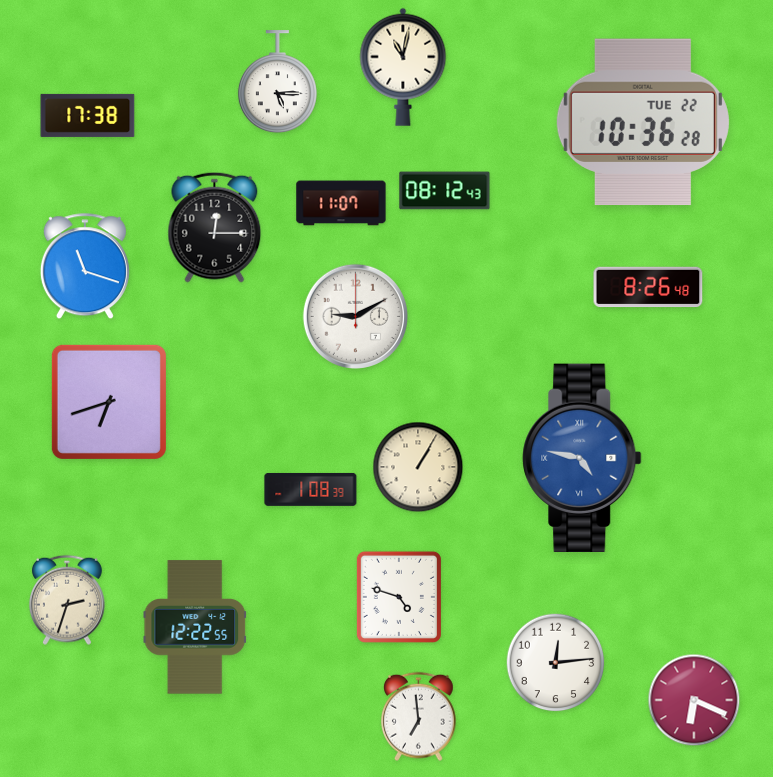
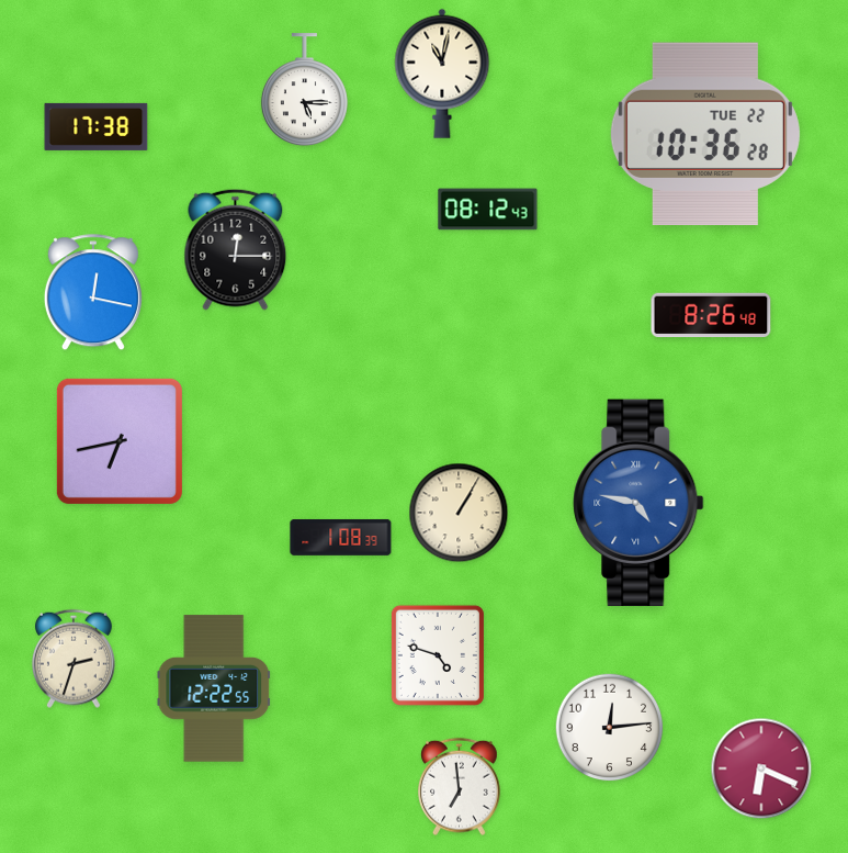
clock at (341, 203): 11:07 -> none
clock at (85, 267): 11:18 -> 12:17
clock at (355, 316): 9:10 -> none
clock at (109, 402): 6:42 -> 6:43
